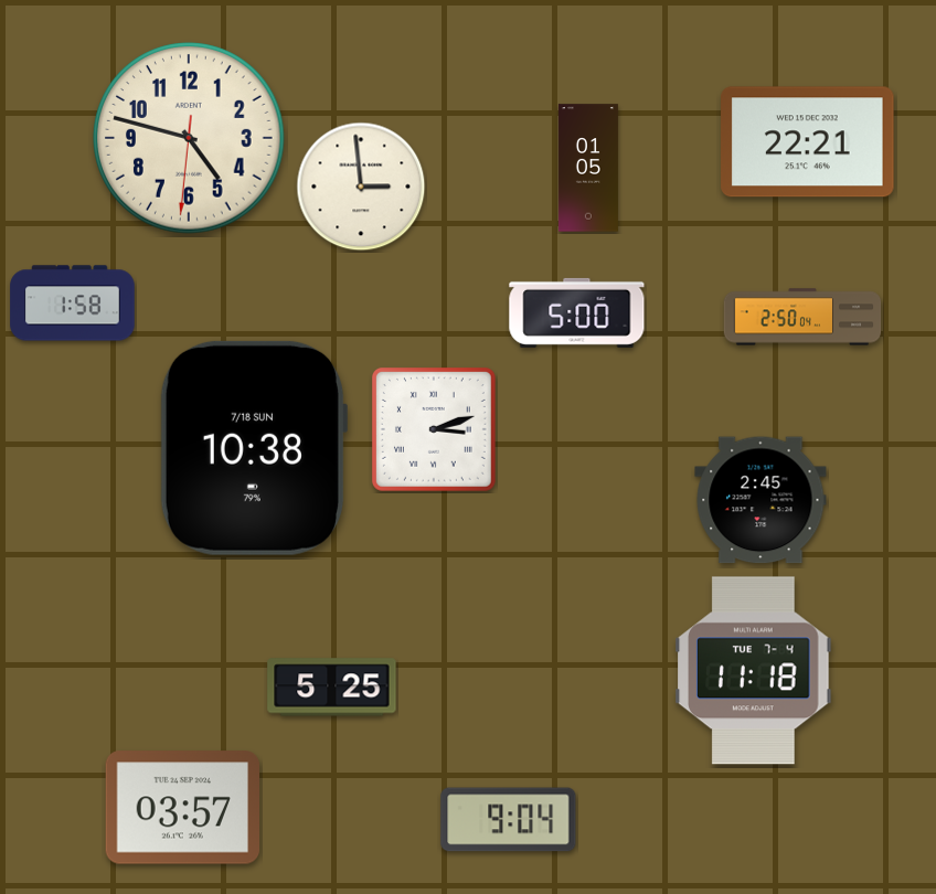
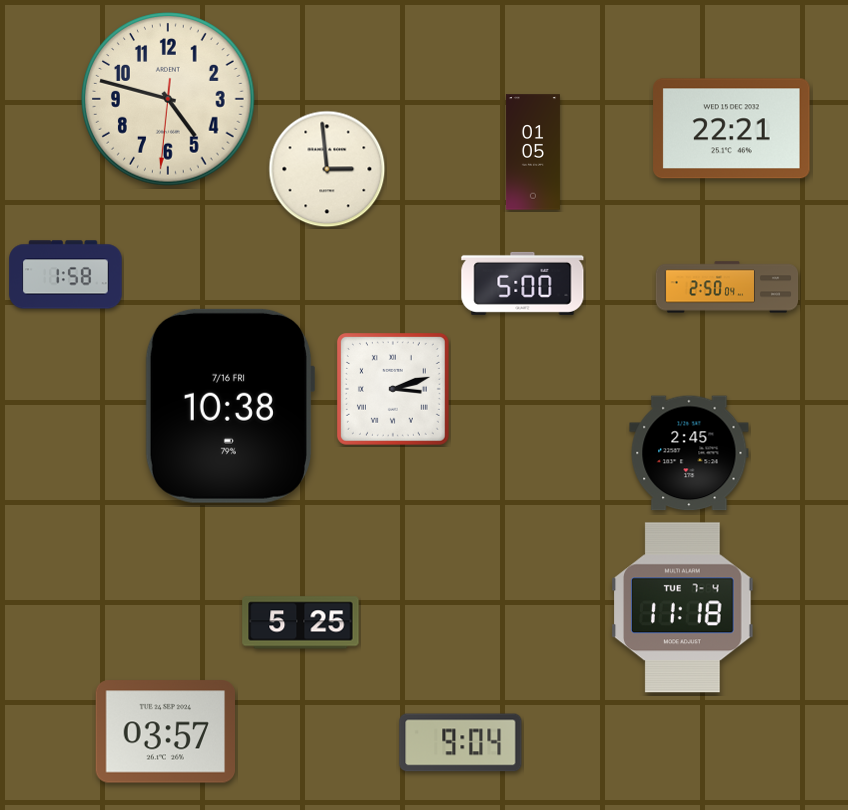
clock at (189, 138) position: (189, 138) -> (168, 99)
clock at (253, 448) date: 7/18 SUN -> 7/16 FRI
